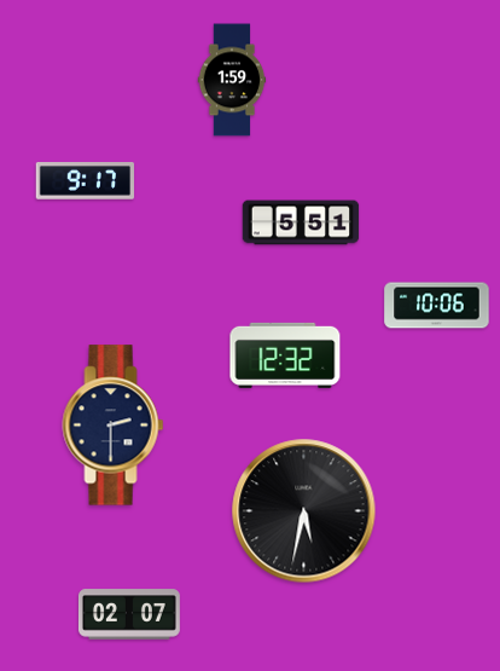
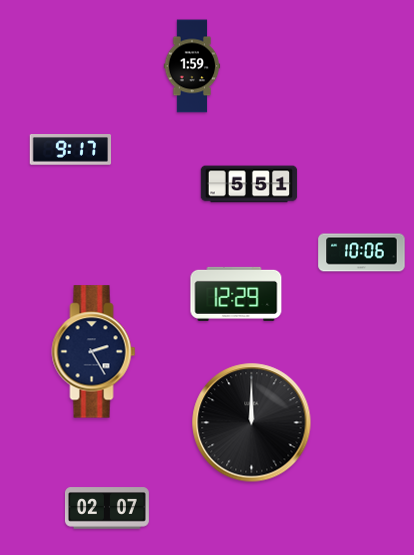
clock at (285, 355): 12:32 -> 12:29
clock at (114, 426): 2:30 -> 2:25
clock at (304, 511): 5:32 -> 12:00
